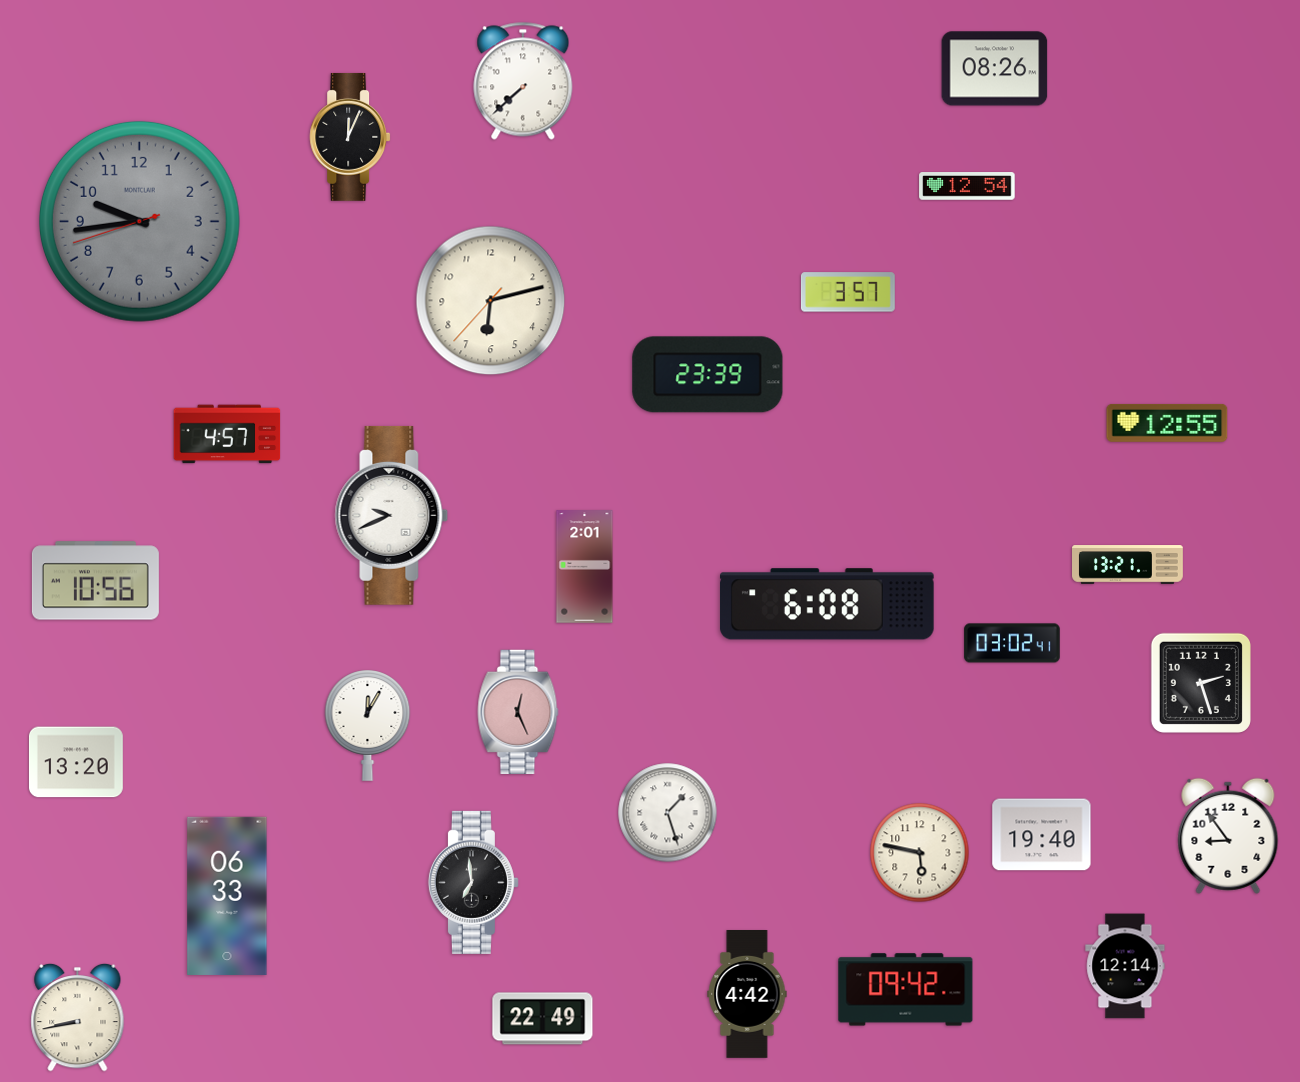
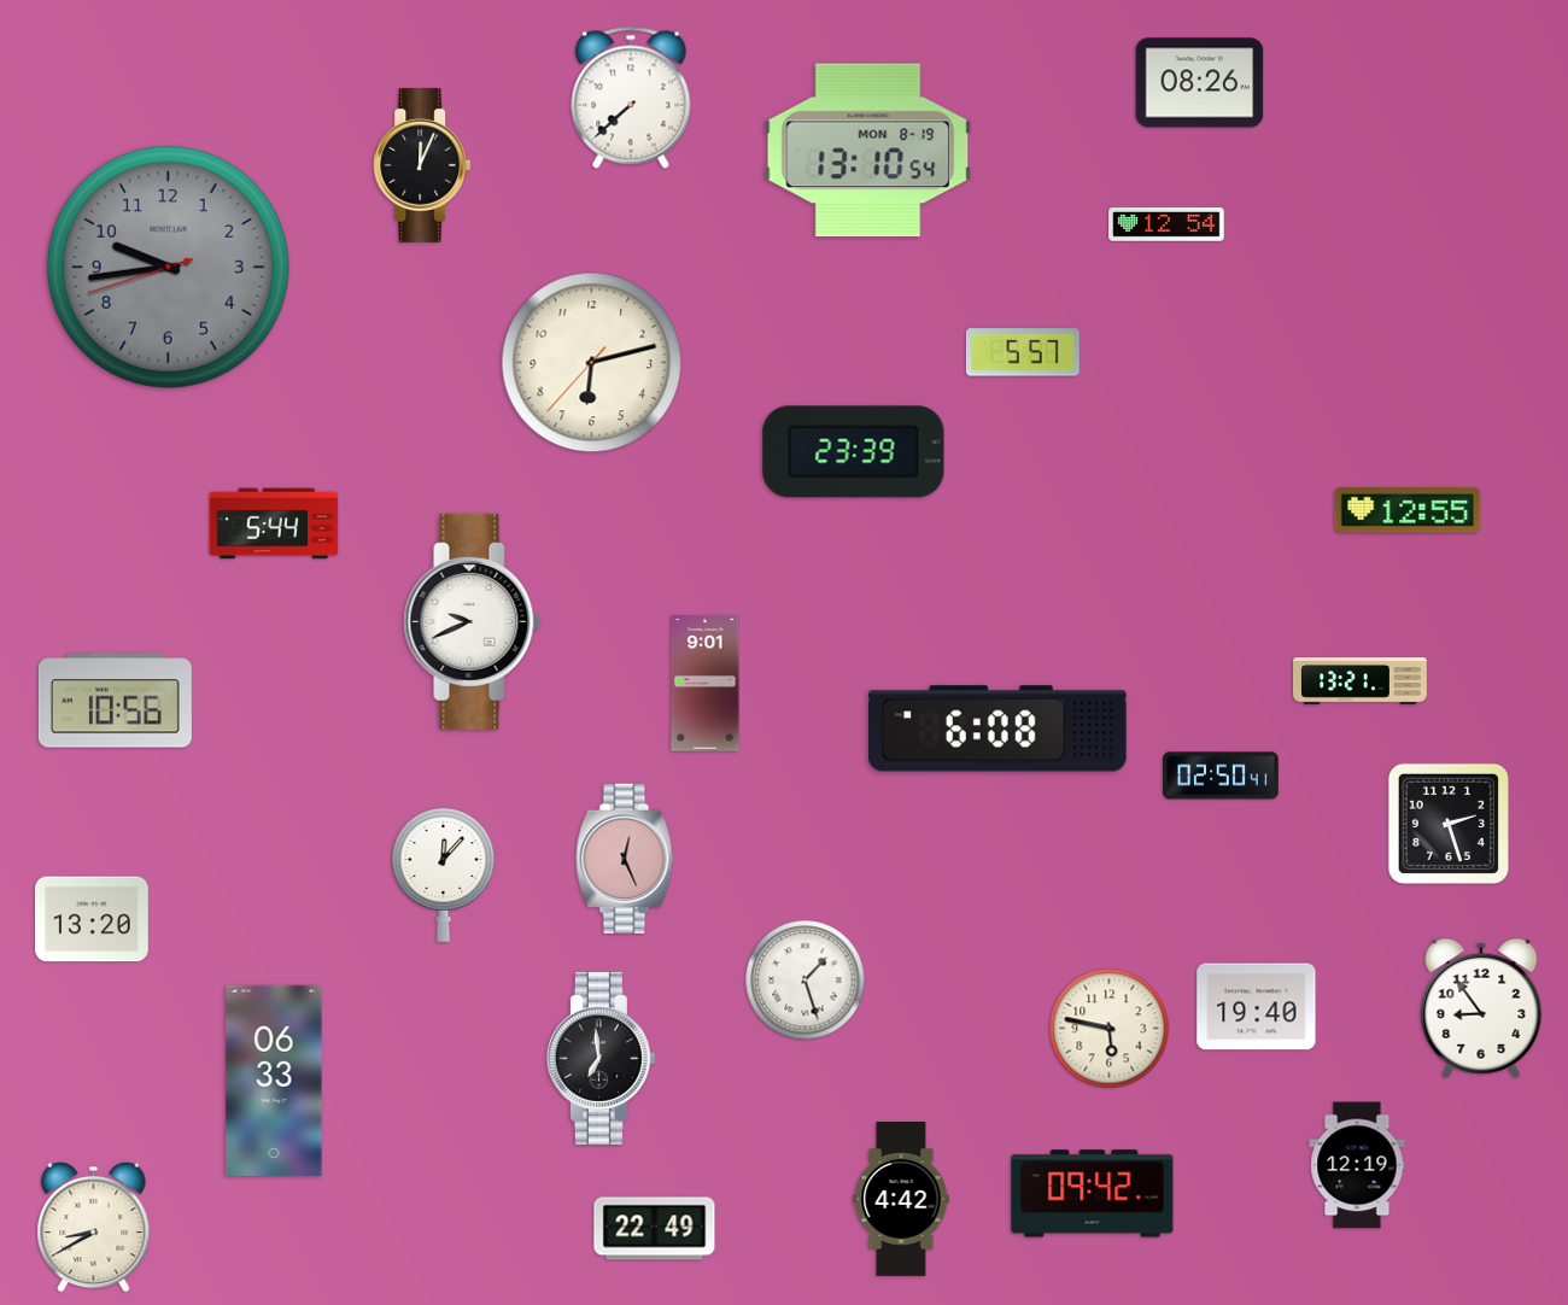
clock at (868, 151): none -> 13:10
clock at (848, 292): 3:57 -> 5:57
clock at (227, 434): 4:57 -> 5:44
clock at (585, 567): 2:01 -> 9:01
clock at (1012, 643): 03:02 -> 02:50
clock at (368, 725): 12:05 -> 12:07
clock at (473, 882) position: (473, 882) -> (601, 1058)
clock at (1125, 966): 12:14 -> 12:19
clock at (78, 1017): 8:43 -> 8:40
